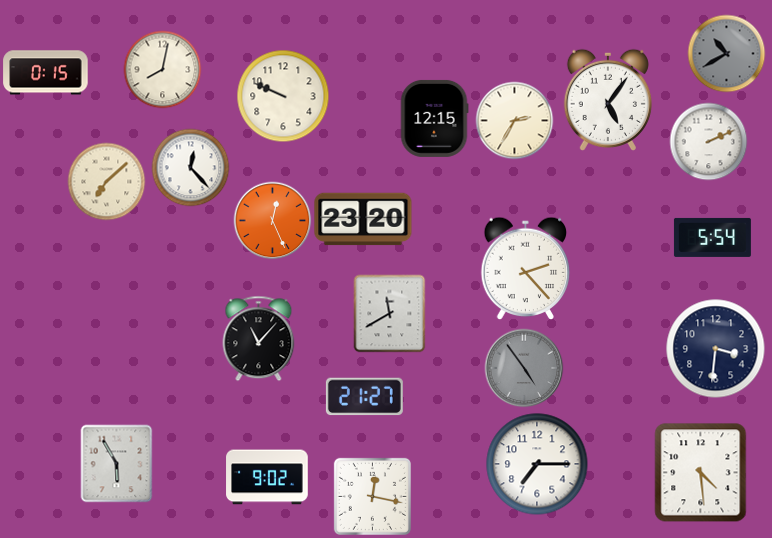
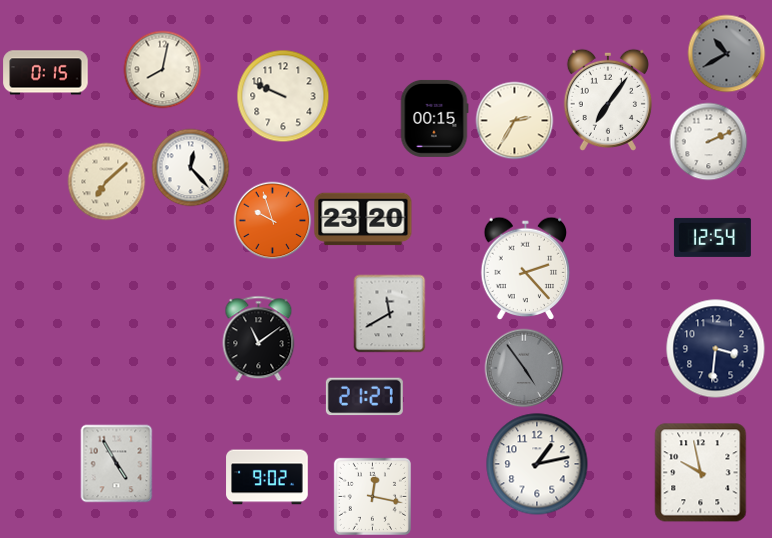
clock at (608, 100): 5:06 -> 7:06
clock at (434, 118): 12:15 -> 00:15
clock at (272, 220): 12:26 -> 9:57
clock at (712, 237): 5:54 -> 12:54
clock at (259, 338): 11:07 -> 11:09
clock at (117, 463): 5:55 -> 4:55
clock at (537, 464): 7:15 -> 1:13
clock at (701, 473): 4:29 -> 9:58
